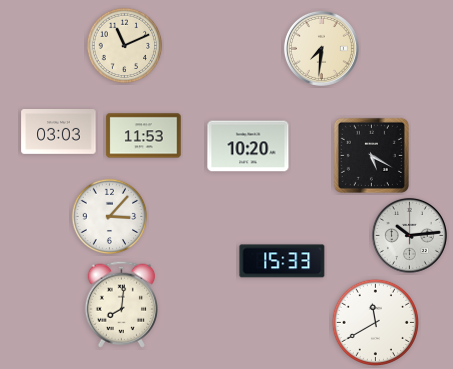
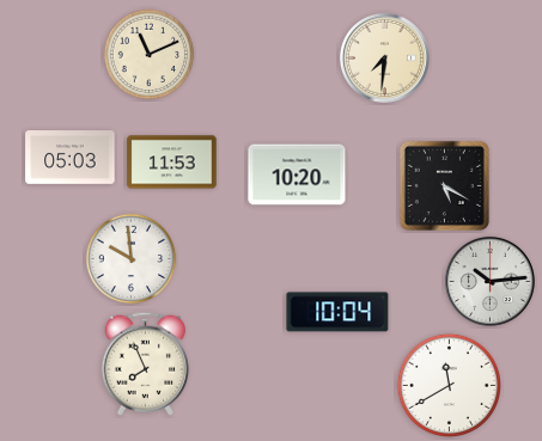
clock at (59, 132): 03:03 -> 05:03
clock at (110, 217): 3:07 -> 9:59
clock at (282, 261): 15:33 -> 10:04
clock at (121, 304): 8:01 -> 7:56
